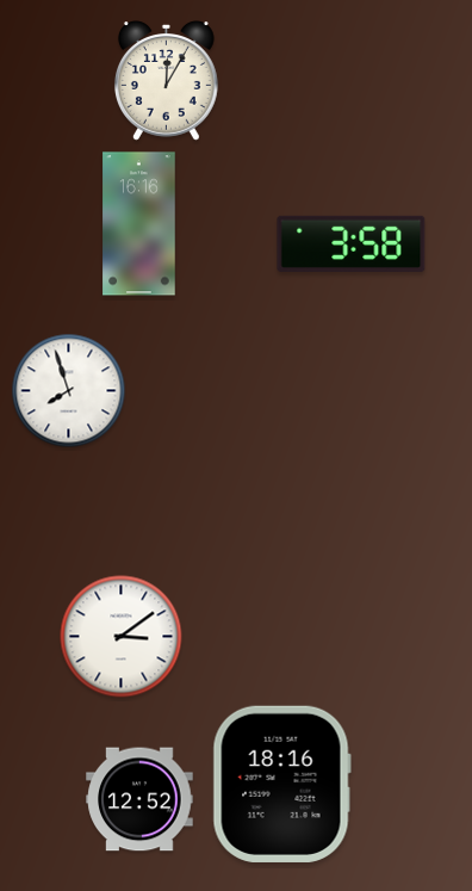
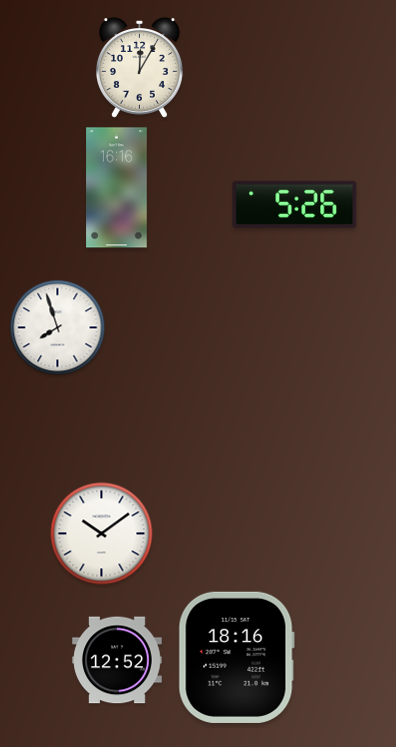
clock at (352, 243): 3:58 -> 5:26
clock at (122, 637): 3:09 -> 10:09
clock at (139, 799) position: (139, 799) -> (117, 660)
